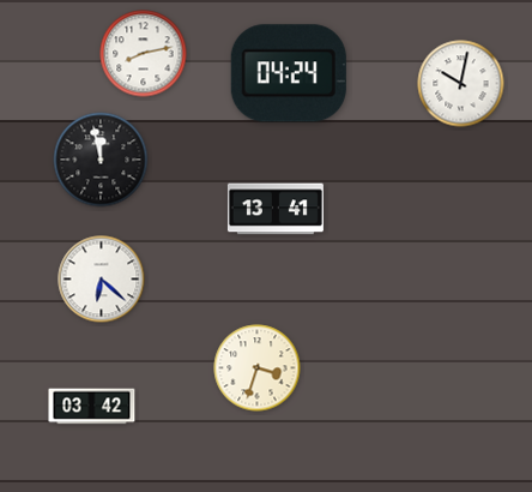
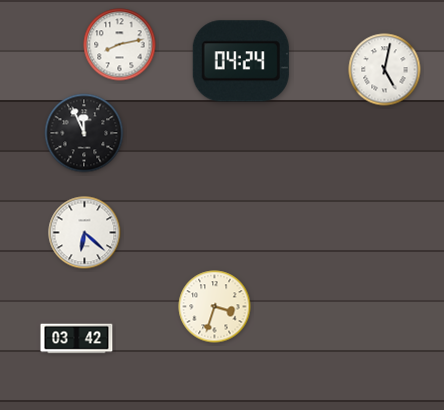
clock at (461, 84): 10:02 -> 5:02
clock at (101, 160): 11:58 -> 11:56
clock at (276, 209): 13:41 -> none
